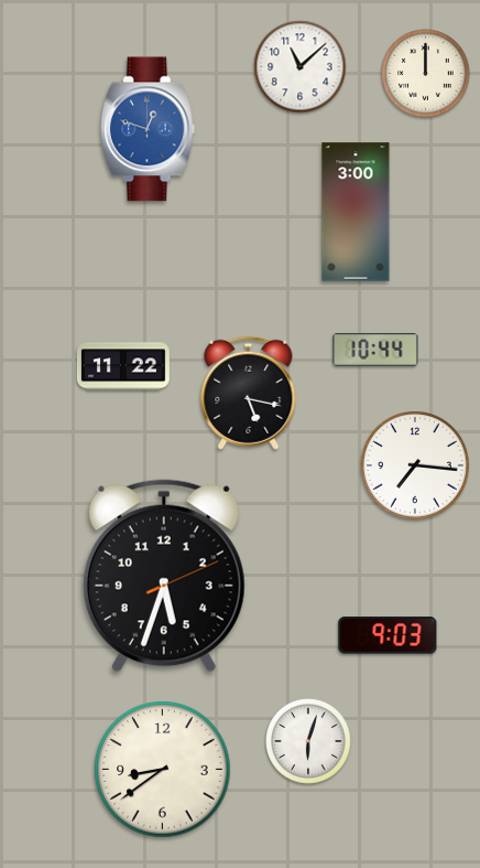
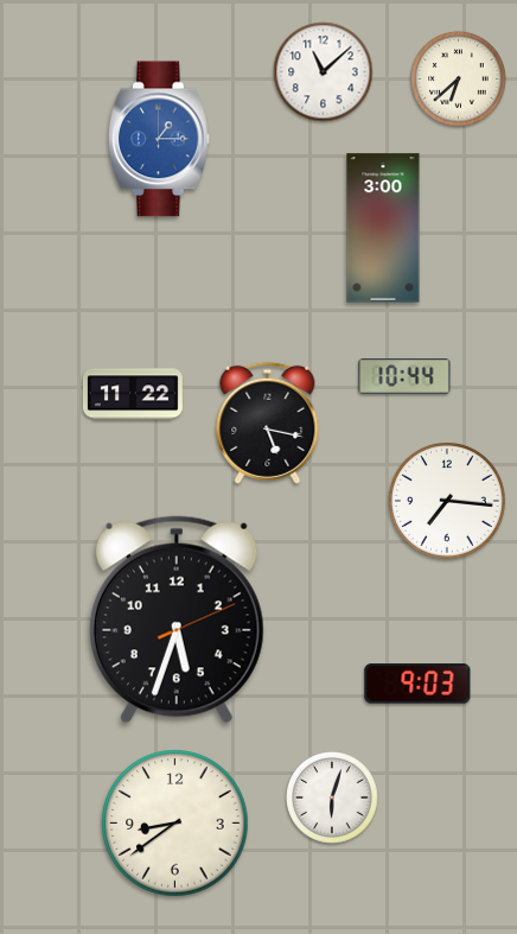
clock at (426, 74): 12:00 -> 6:38
clock at (148, 129): 12:48 -> 1:15
clock at (163, 770) position: (163, 770) -> (175, 824)
